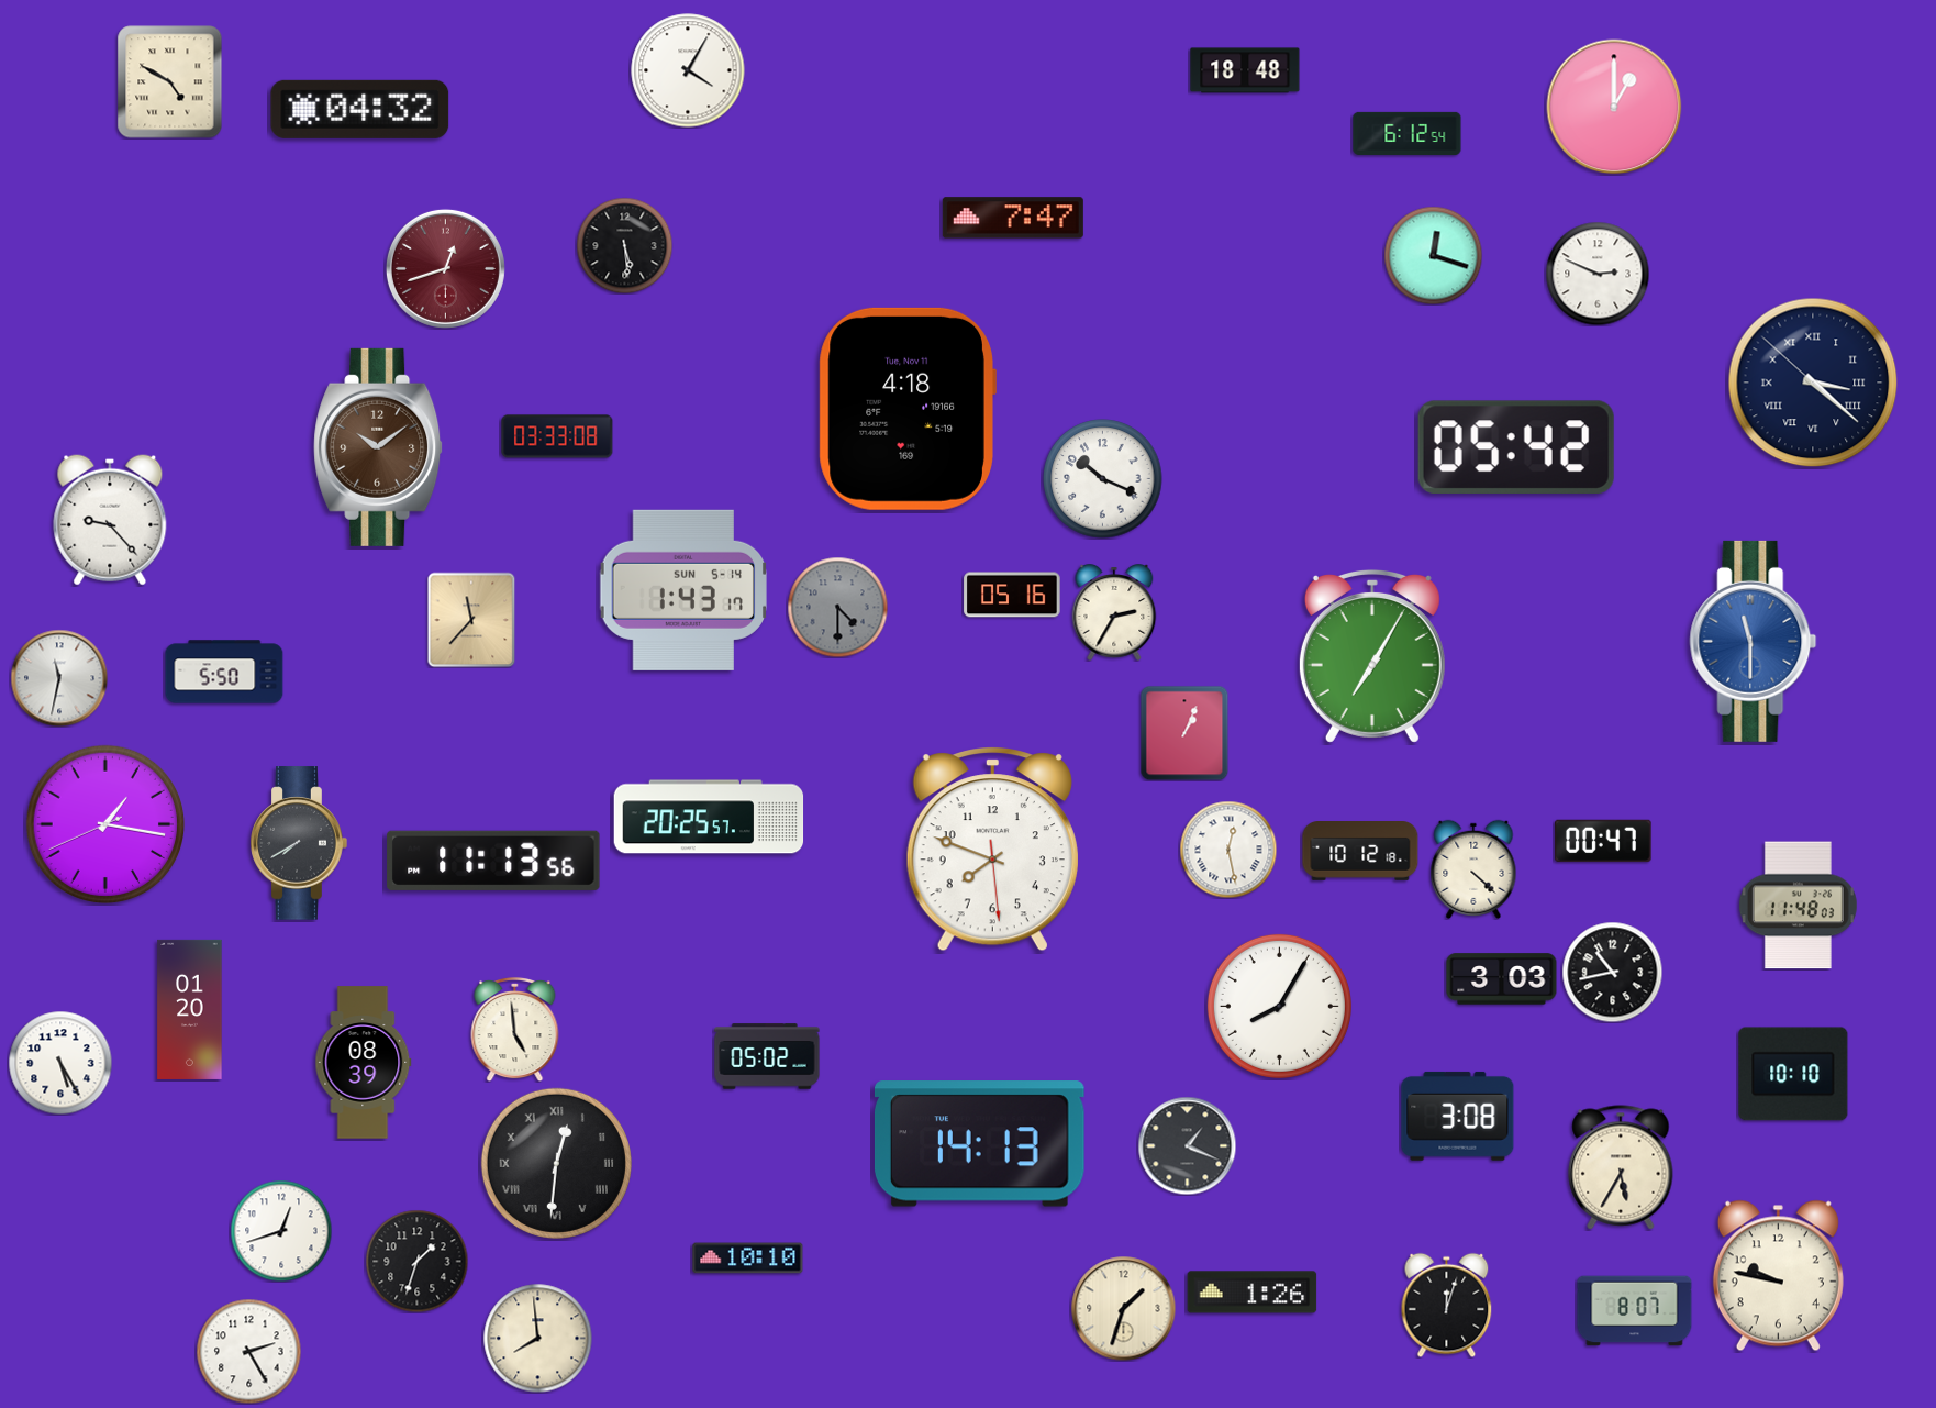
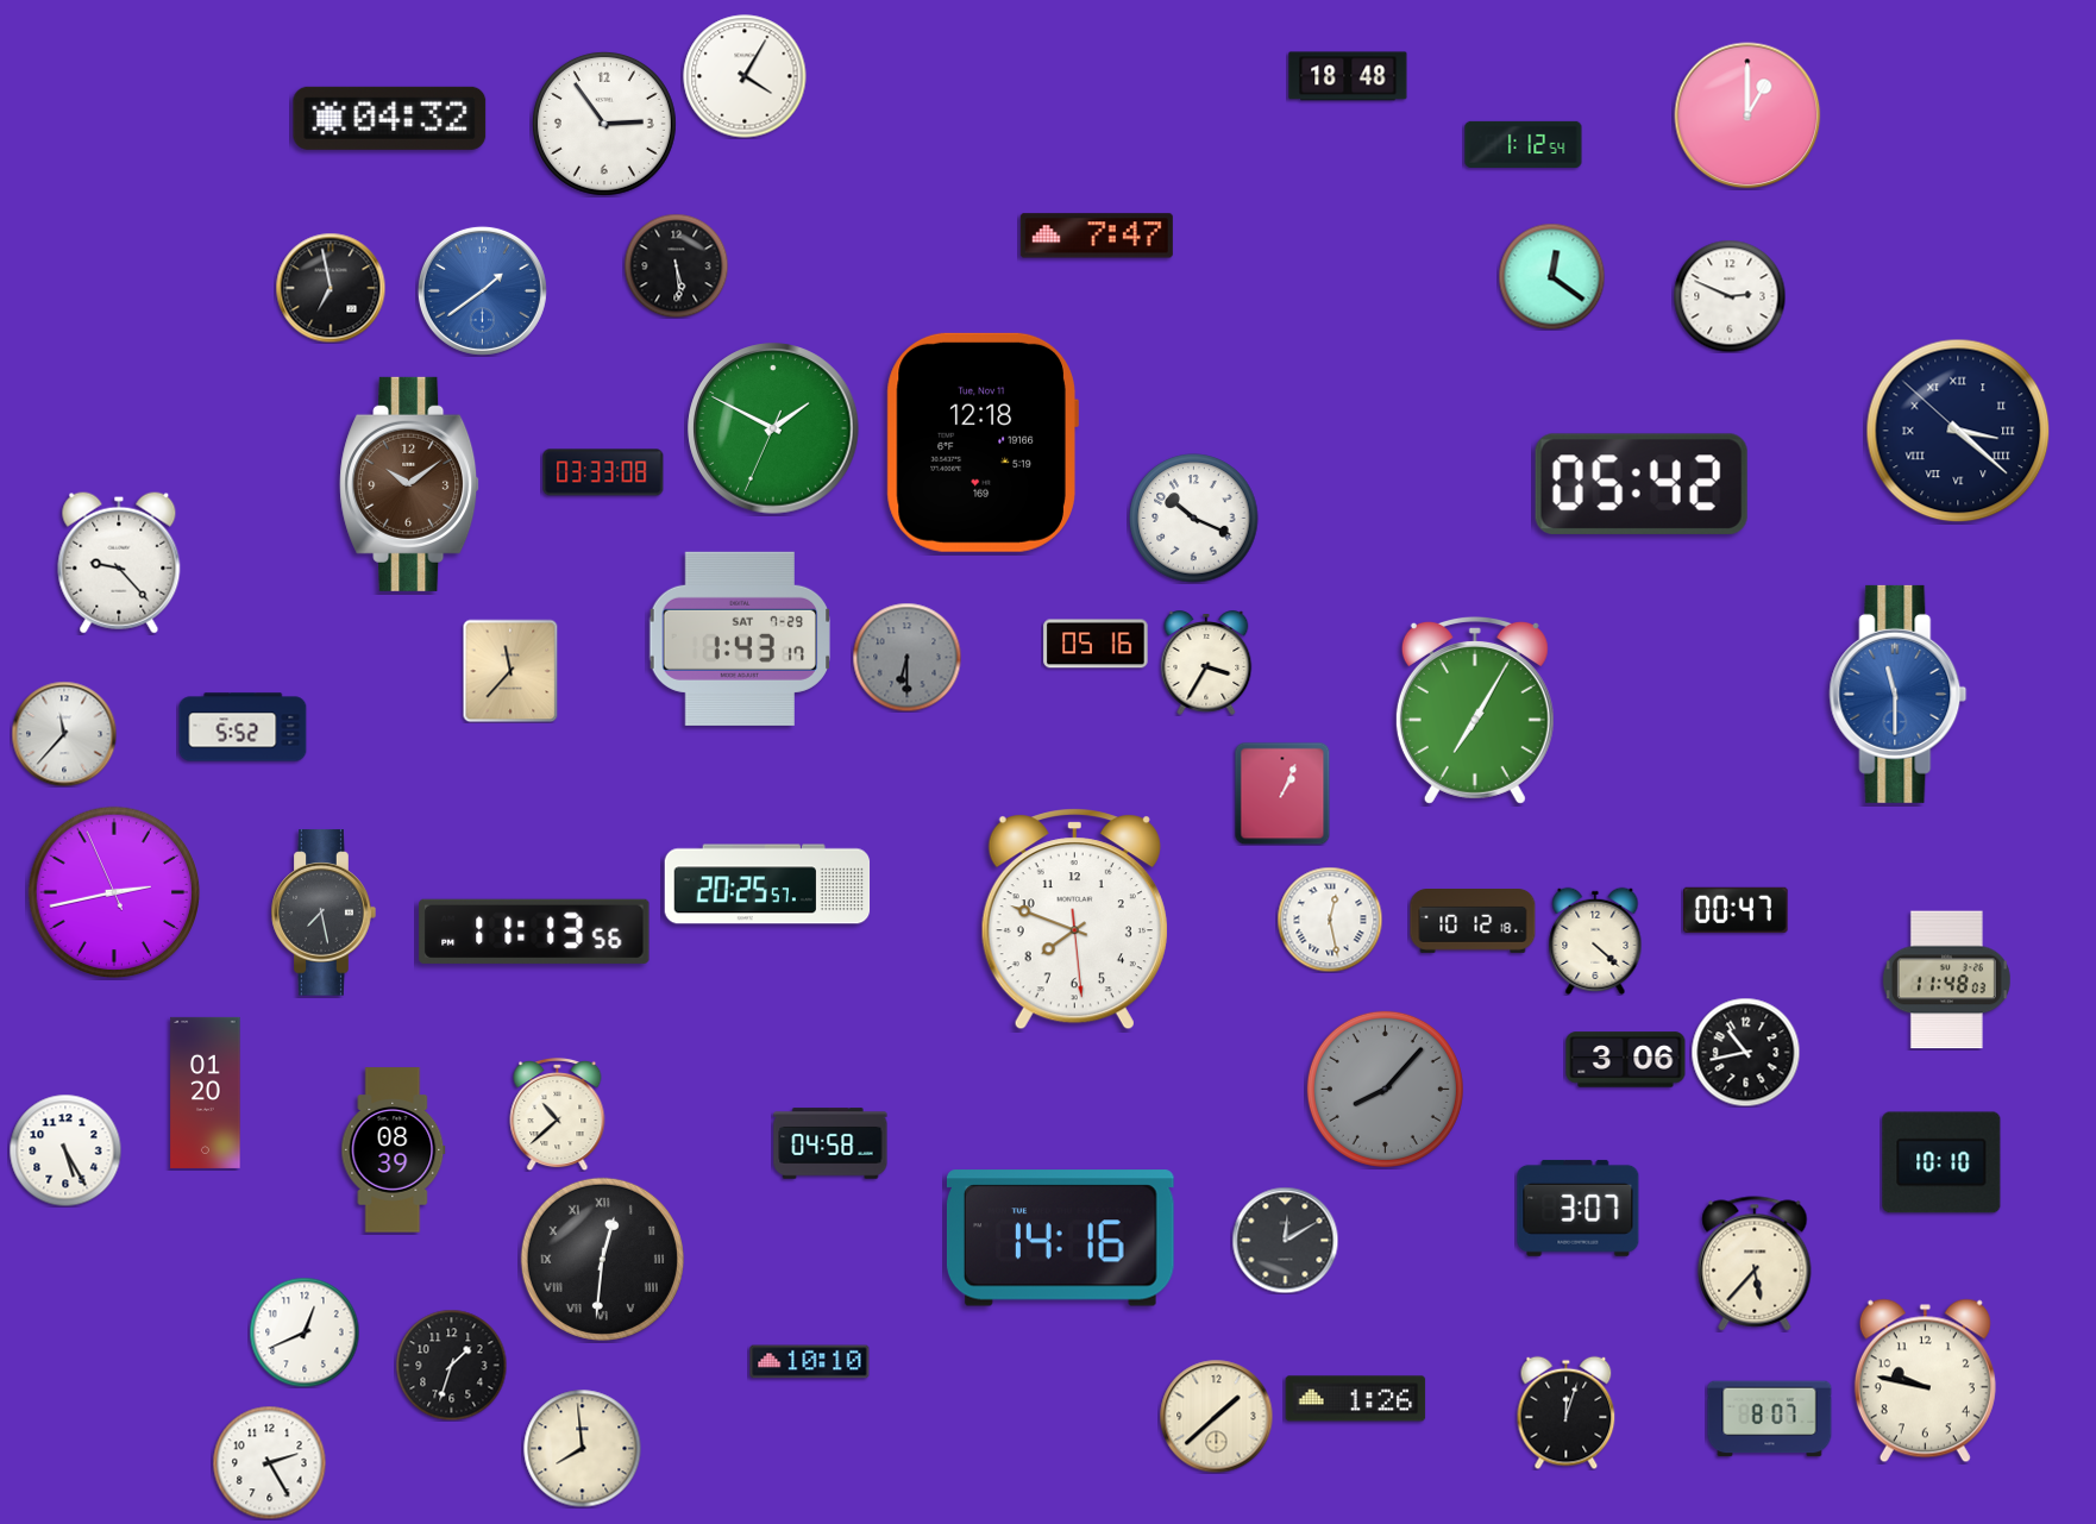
clock at (170, 82): 4:50 -> none
clock at (604, 124): none -> 2:54
clock at (1408, 133): 6:12 -> 1:12
clock at (1433, 255): 12:18 -> 12:21
clock at (331, 288): none -> 6:58
clock at (445, 268): 12:42 -> 1:39
clock at (445, 268) dial: burgundy -> blue
clock at (1813, 383) position: (1813, 383) -> (1958, 431)
clock at (773, 428): none -> 1:49
clock at (908, 409): 4:18 -> 12:18
clock at (682, 590) date: SUN 5-14 -> SAT 7-29
clock at (837, 607): 4:30 -> 6:30
clock at (1114, 612): 2:35 -> 3:35
clock at (1372, 656) position: (1372, 656) -> (1475, 710)
clock at (224, 672): 5:50 -> 5:52
clock at (59, 678): 11:32 -> 11:37
clock at (105, 824): 1:16 -> 2:42
clock at (299, 843): 7:40 -> 7:28
clock at (1502, 979): 3:03 -> 3:06
clock at (1279, 1006): 8:05 -> 8:07
clock at (1279, 1006) dial: white -> grey
clock at (515, 1029): 4:59 -> 10:38
clock at (767, 1056): 05:02 -> 04:58
clock at (1458, 1116): 3:08 -> 3:07
clock at (979, 1144): 14:13 -> 14:16
clock at (1187, 1145): 1:19 -> 12:10
clock at (1621, 1167): 5:35 -> 5:37
clock at (281, 1231): 12:42 -> 12:41
clock at (1123, 1308): 1:33 -> 1:38
